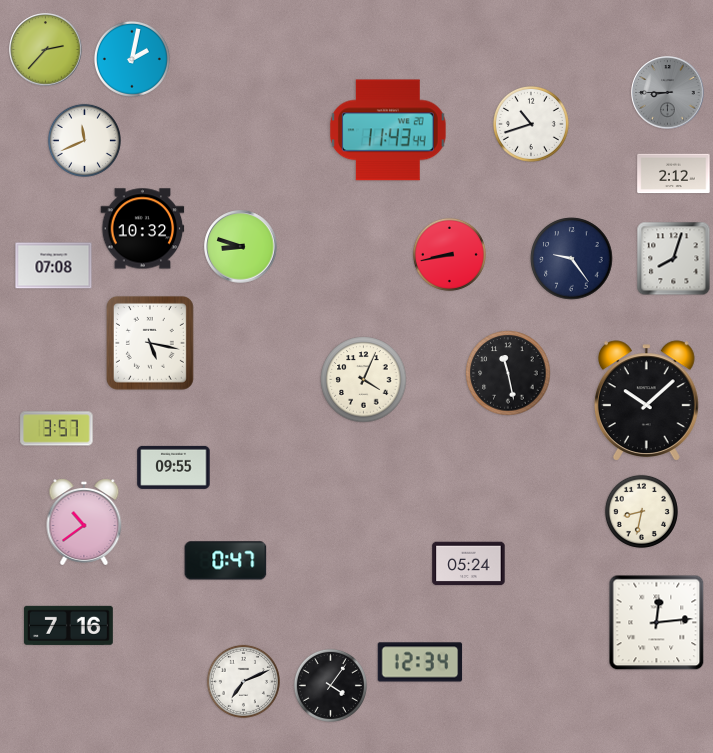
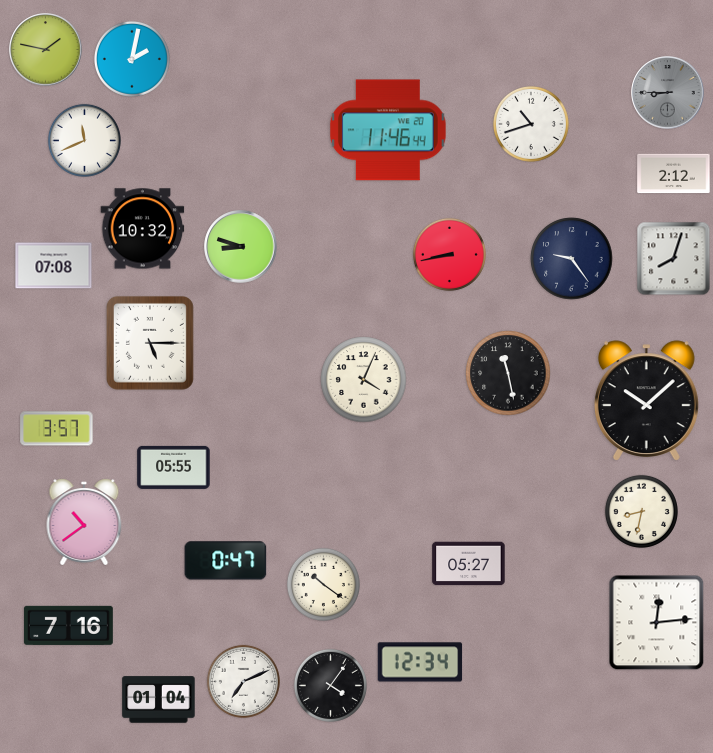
clock at (46, 50): 2:37 -> 1:47
clock at (388, 130): 11:43 -> 11:46
clock at (150, 343): 5:17 -> 5:15
clock at (174, 467): 09:55 -> 05:55
clock at (469, 564): 05:24 -> 05:27
clock at (323, 584): none -> 10:21
clock at (159, 700): none -> 01:04
